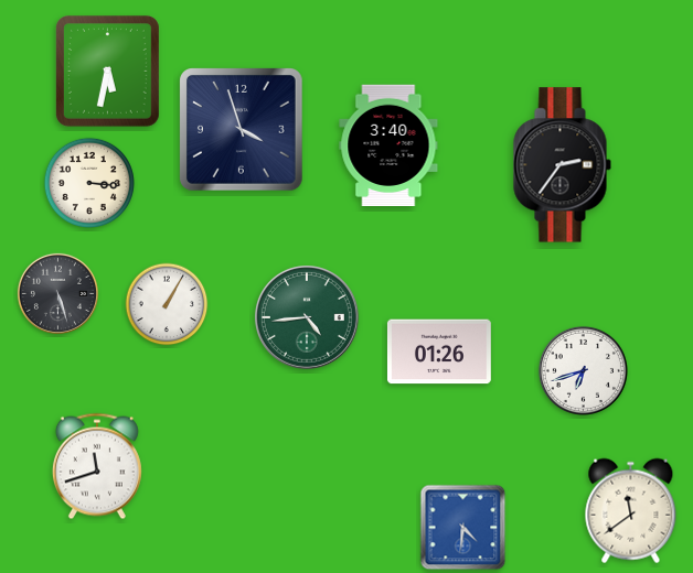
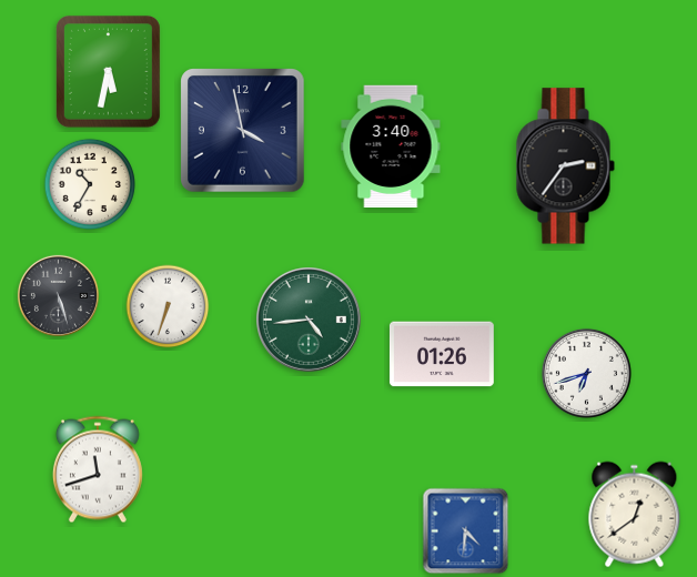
clock at (242, 130): 3:57 -> 3:58
clock at (88, 182): 3:16 -> 10:35
clock at (167, 304): 1:05 -> 6:33
clock at (631, 511): 11:39 -> 12:39
